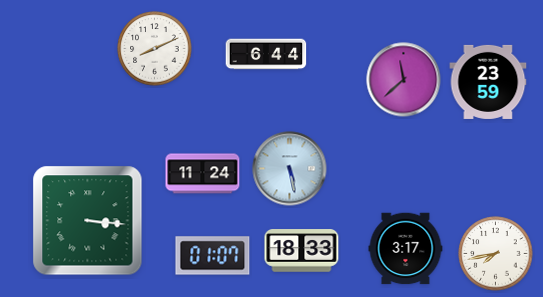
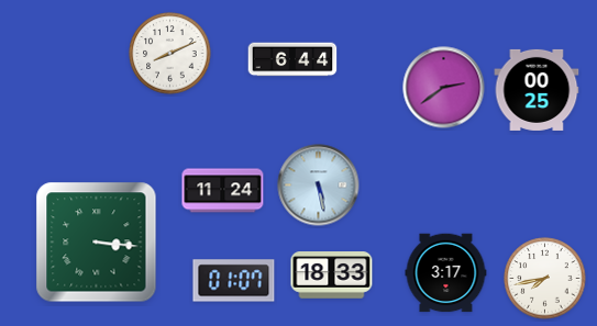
clock at (404, 80): 11:38 -> 2:39
clock at (488, 82): 23:59 -> 00:25
